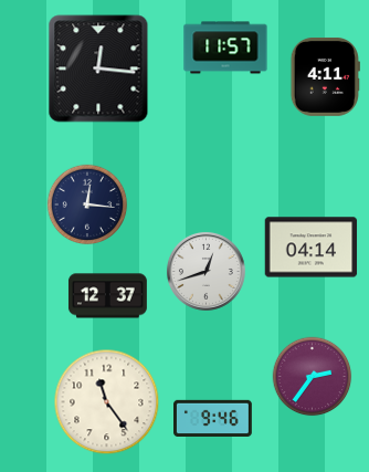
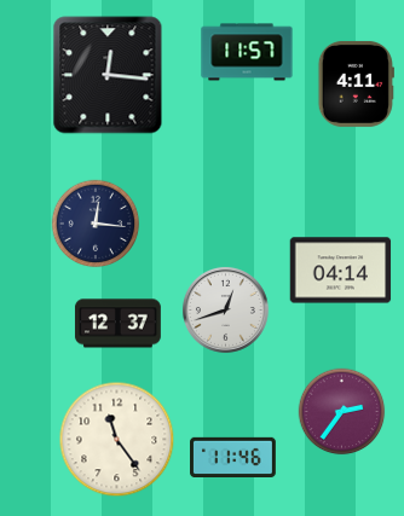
clock at (205, 271) position: (205, 271) -> (225, 309)
clock at (213, 418): 9:46 -> 11:46
